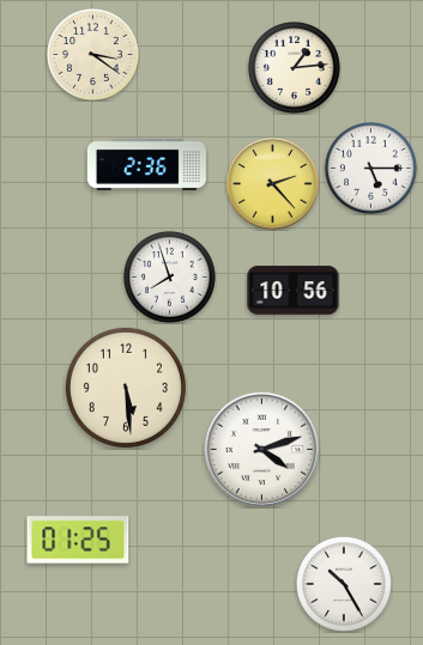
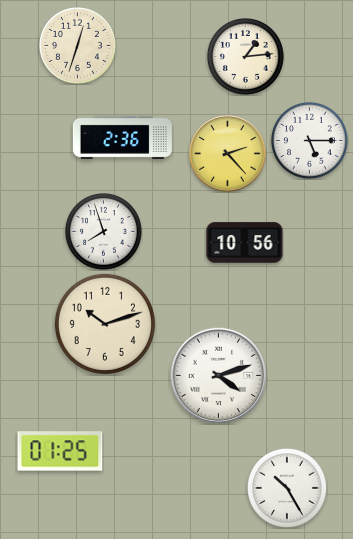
clock at (93, 55): 3:21 -> 12:33
clock at (170, 278) position: (170, 278) -> (104, 232)
clock at (126, 388): 5:29 -> 10:12
clock at (78, 540) position: (78, 540) -> (60, 451)
